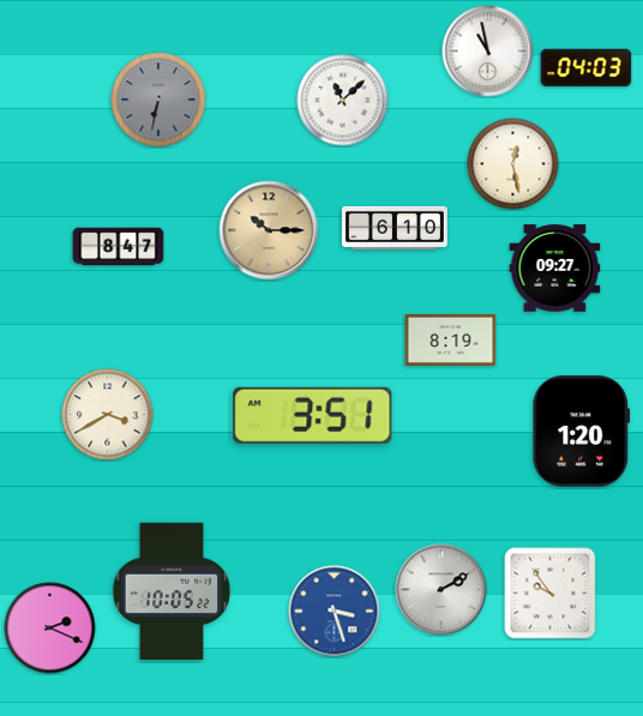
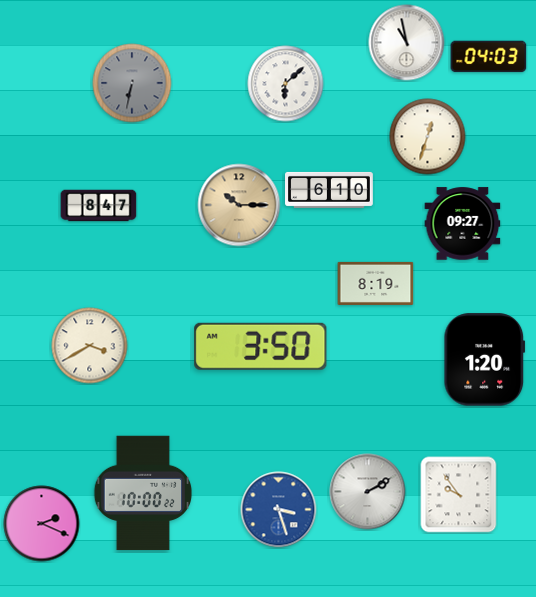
clock at (343, 101): 11:08 -> 6:08
clock at (513, 164): 12:28 -> 12:33
clock at (269, 230) position: (269, 230) -> (239, 205)
clock at (313, 415): 3:51 -> 3:50
clock at (172, 591): 10:05 -> 10:00
